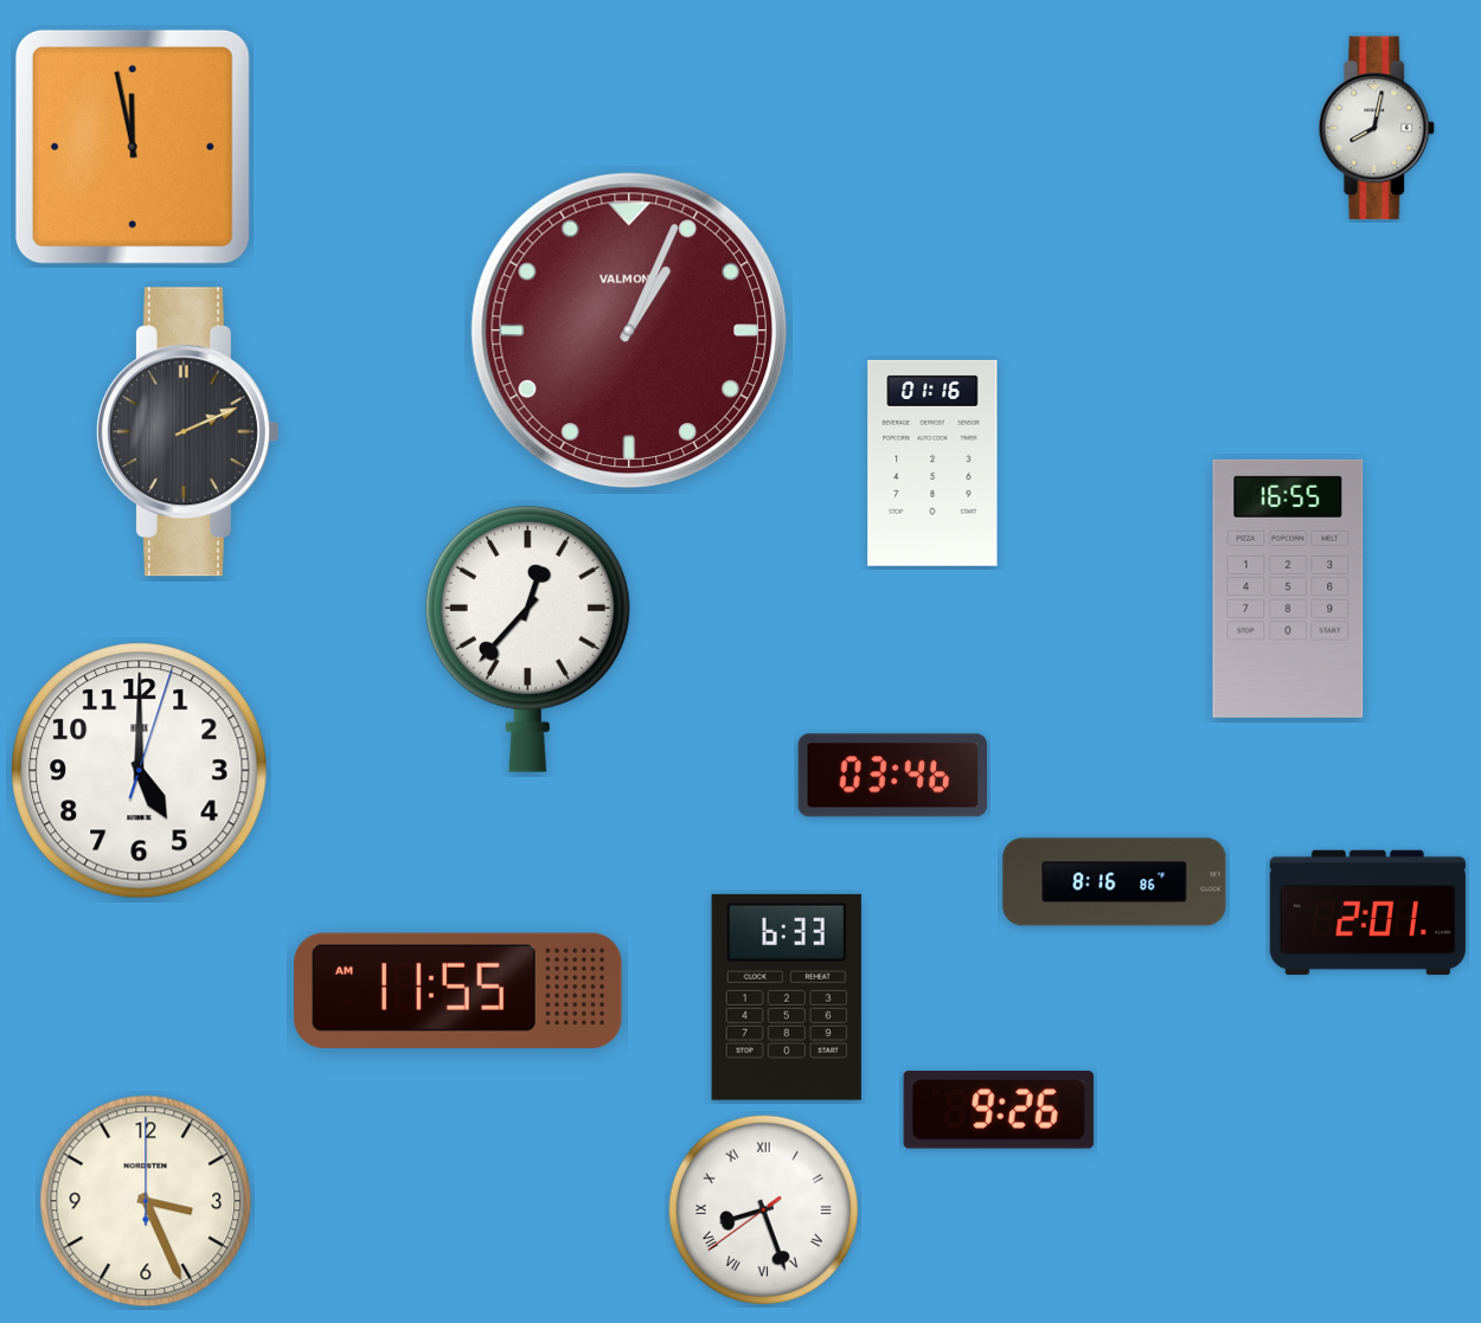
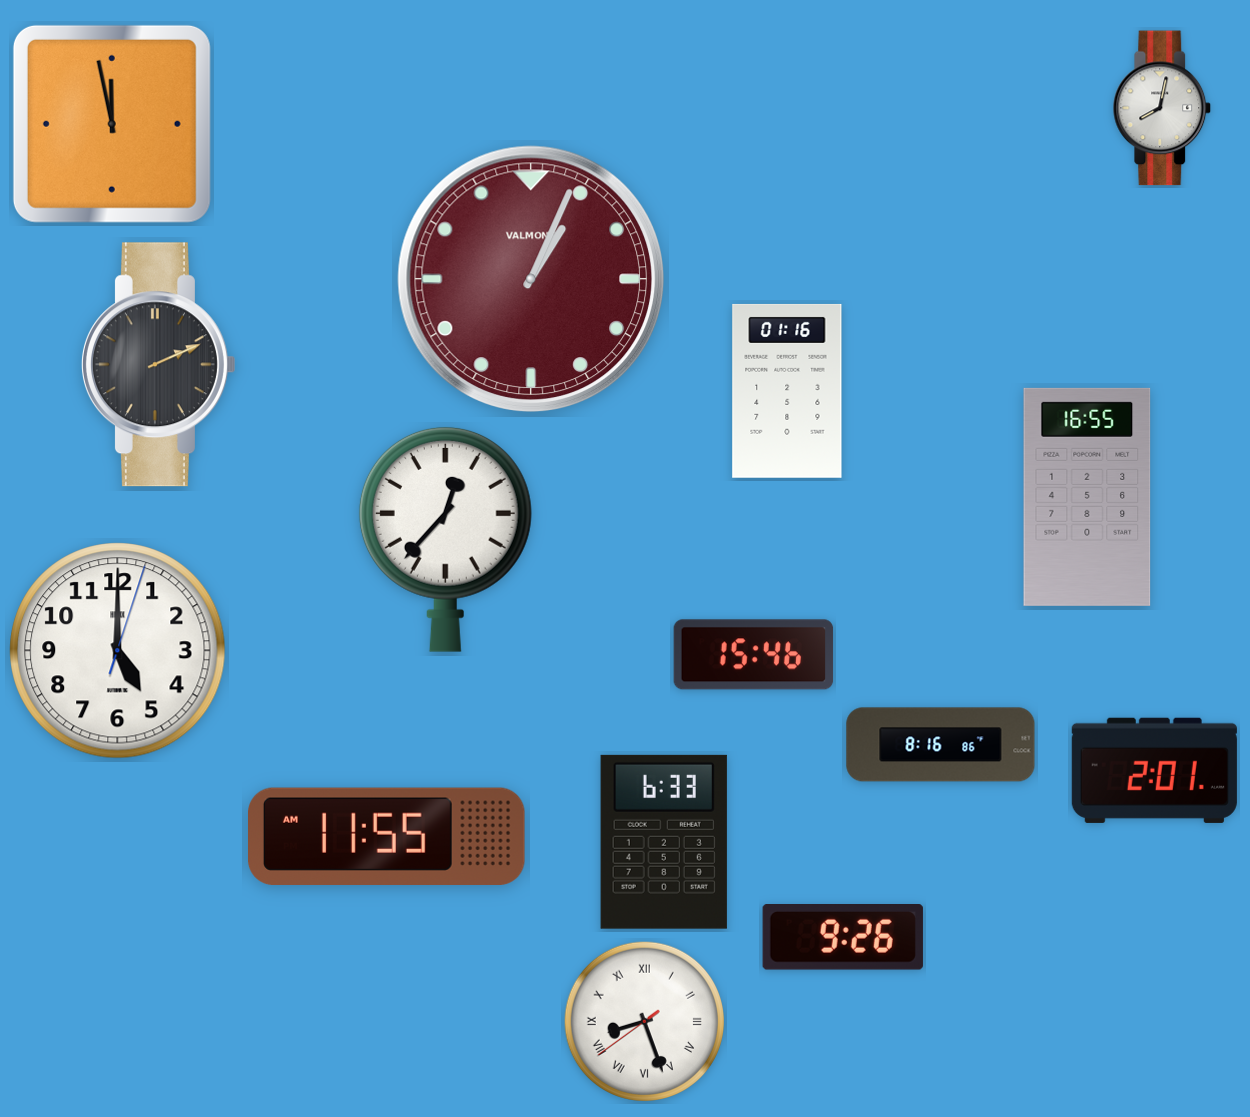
clock at (893, 776): 03:46 -> 15:46
clock at (146, 1201): 3:26 -> none
